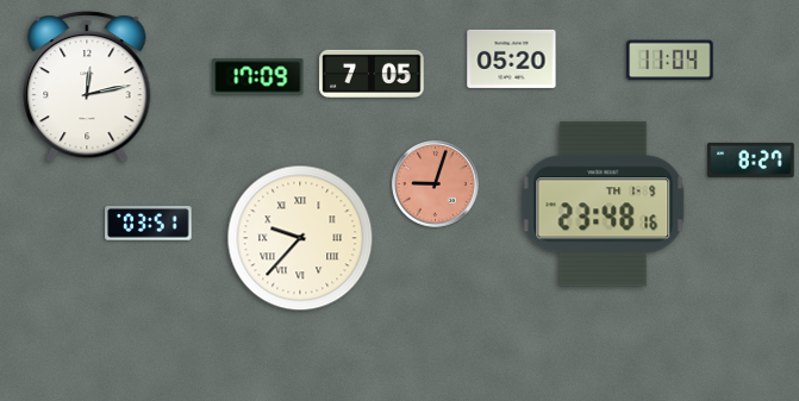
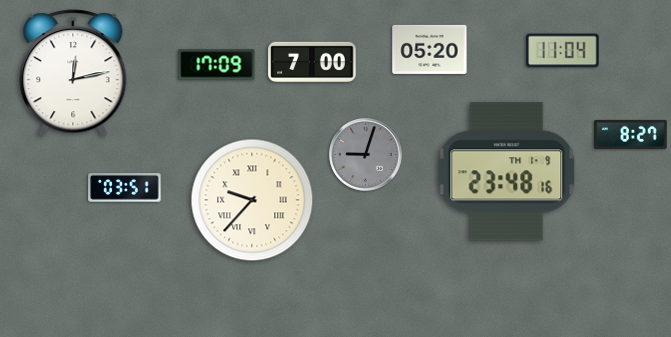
clock at (372, 74): 7:05 -> 7:00
clock at (436, 184) dial: salmon -> grey
